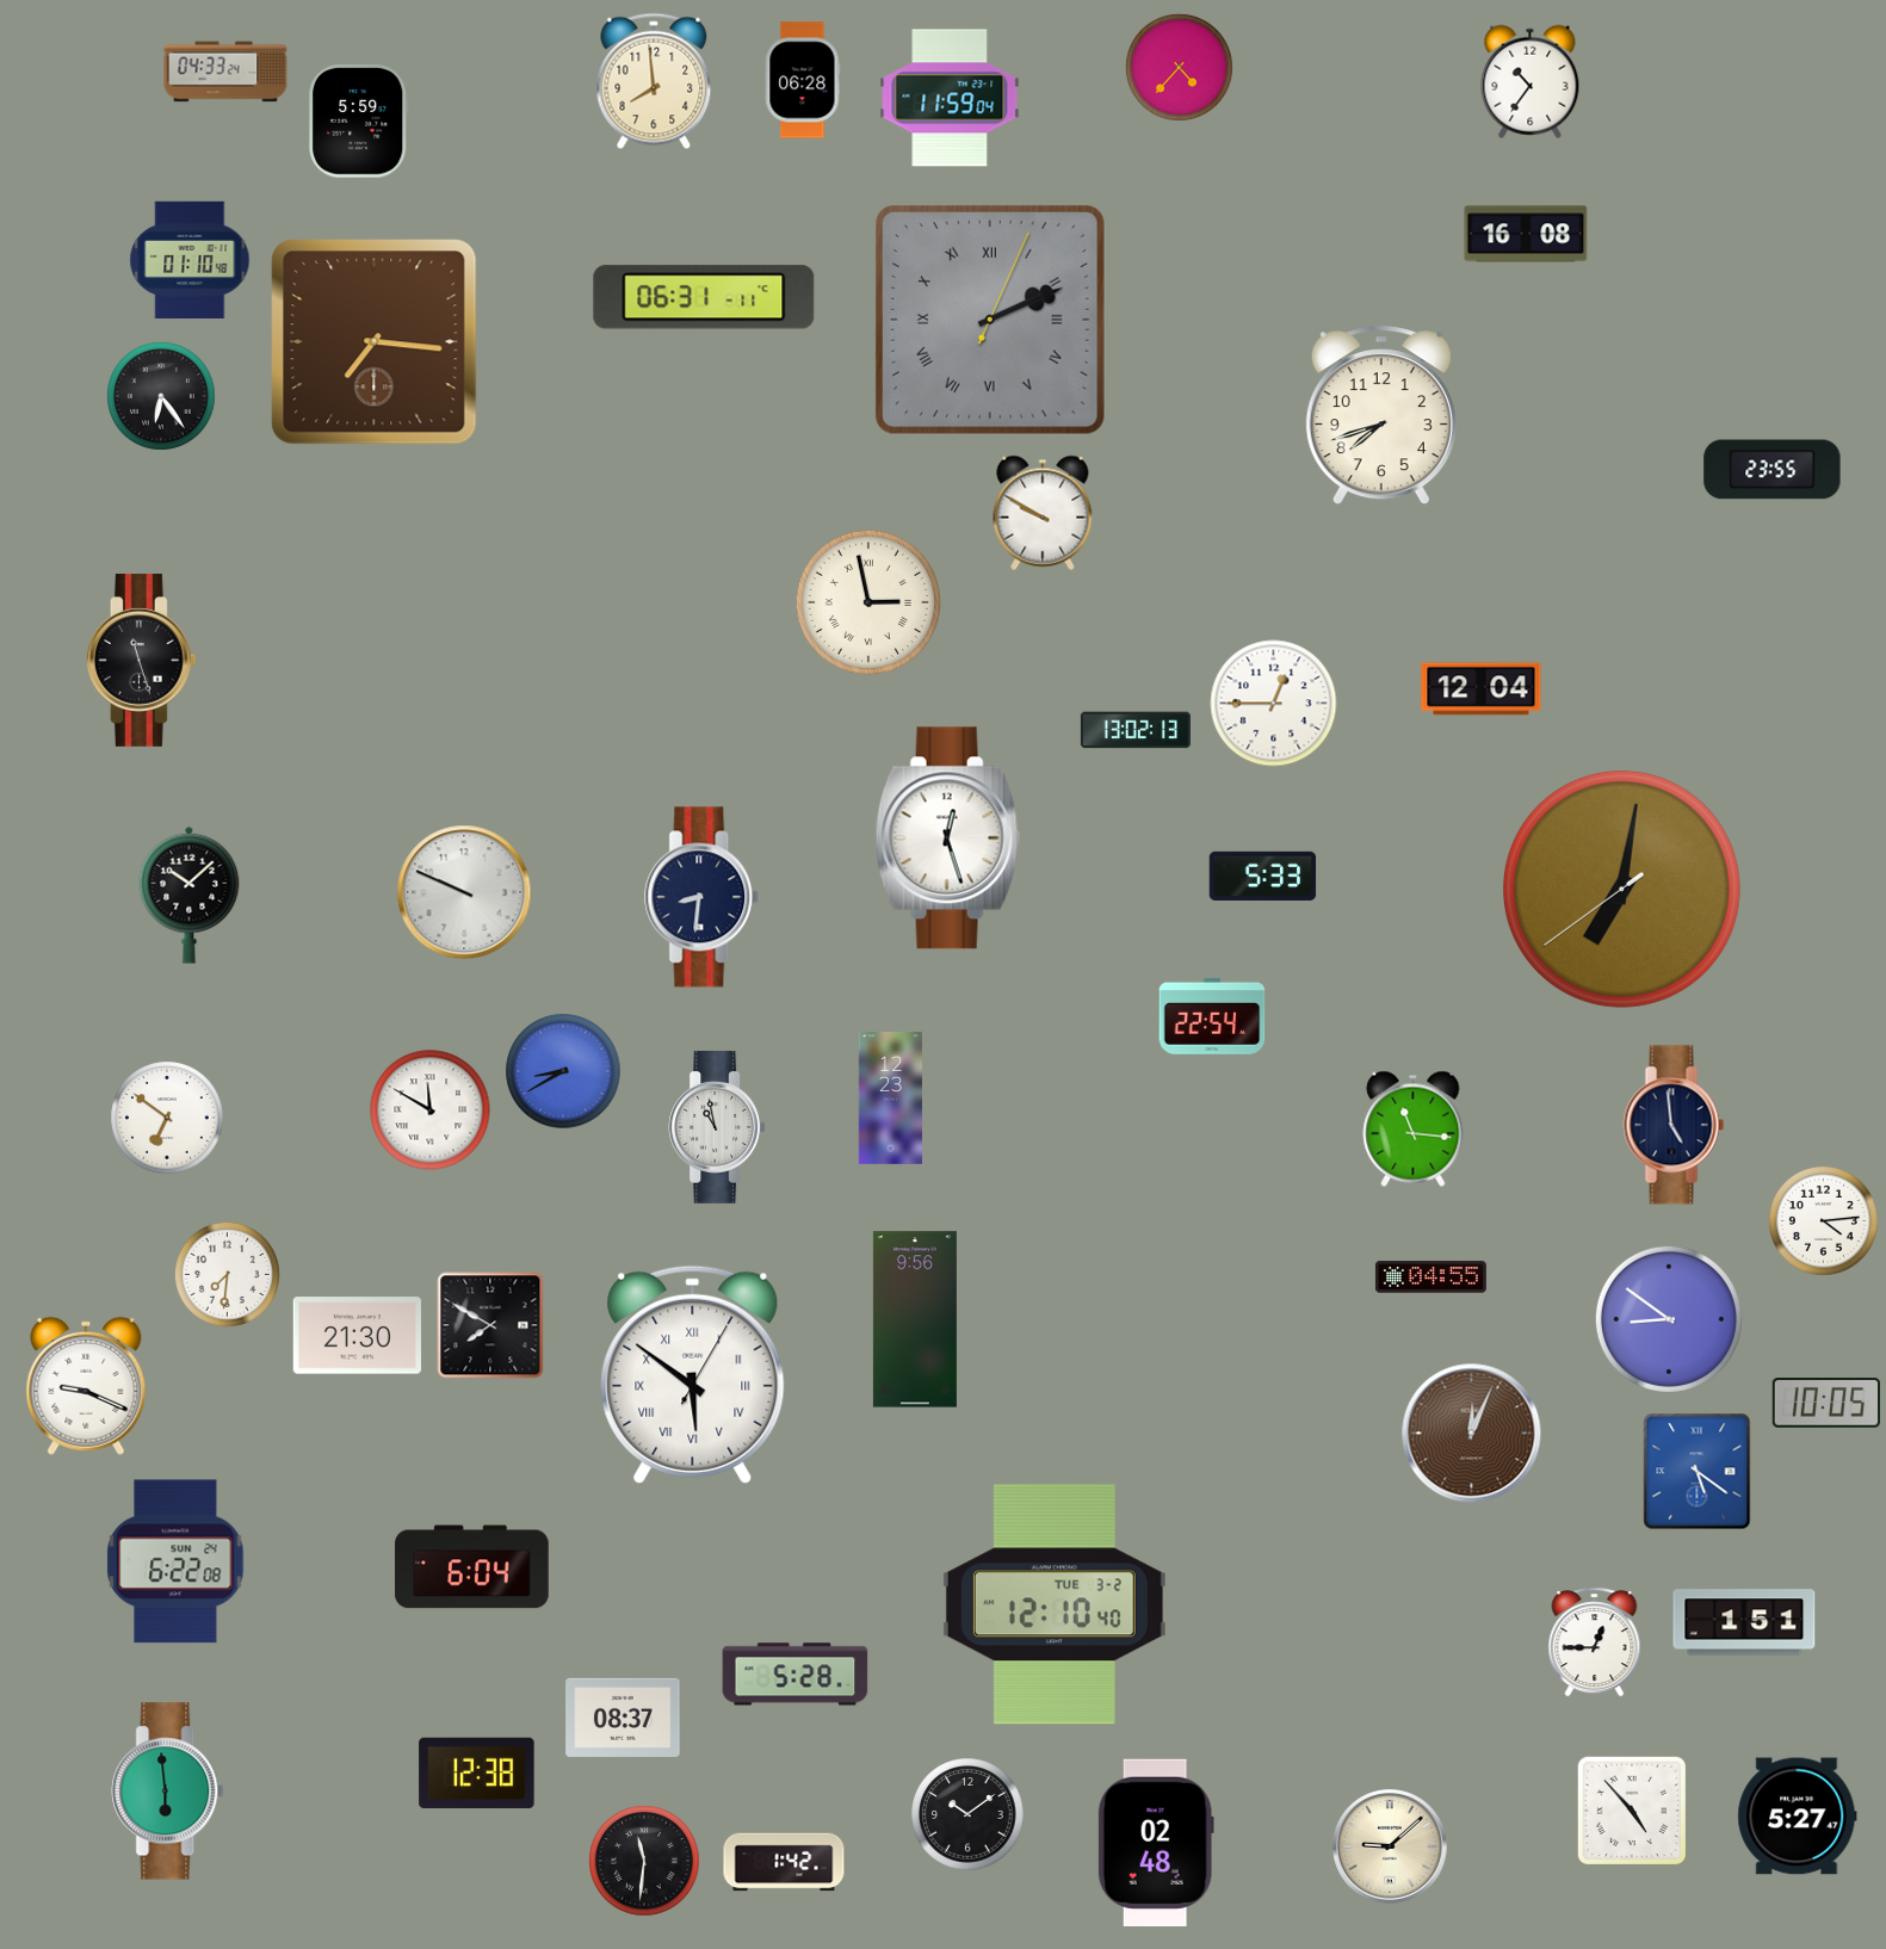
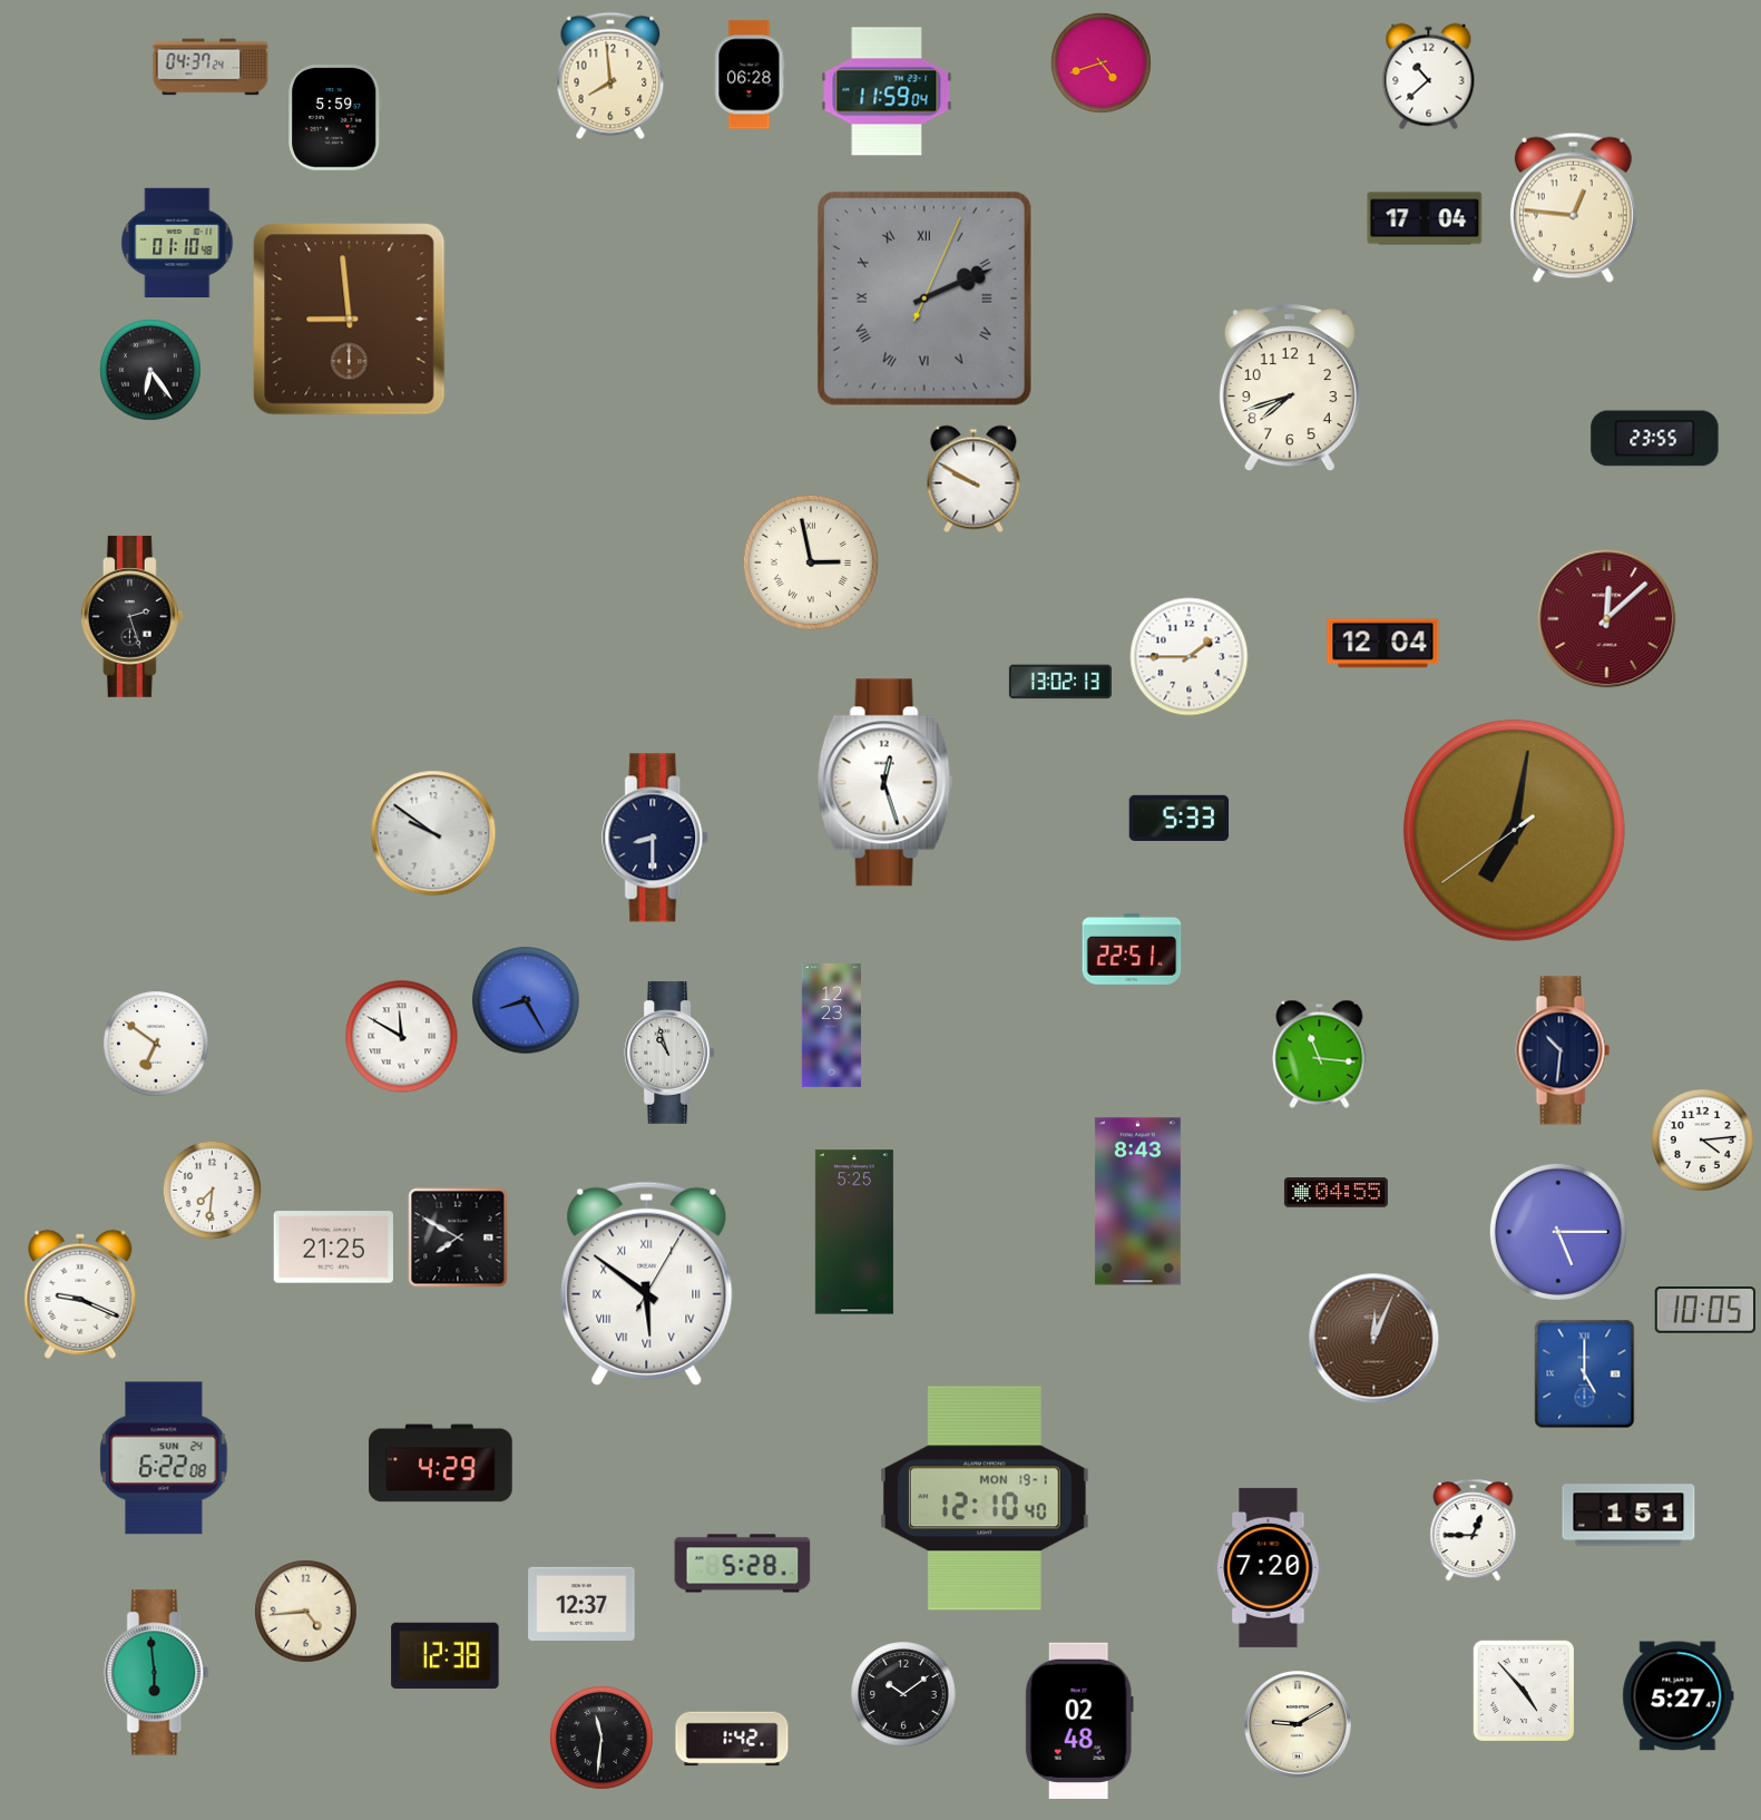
clock at (1179, 67): 4:37 -> 4:42
clock at (225, 72): 04:33 -> 04:37
clock at (1531, 82): 10:36 -> 10:38
clock at (359, 122) position: (359, 122) -> (335, 118)
clock at (1573, 207): none -> 12:46
clock at (1526, 234): 16:08 -> 17:04
clock at (704, 297): 06:31 -> none
clock at (375, 342): 7:16 -> 8:59
clock at (141, 660): 11:27 -> 2:27
clock at (1607, 619): none -> 12:08
clock at (1274, 704): 12:45 -> 1:45
clock at (464, 892): 9:49 -> 9:51
clock at (190, 895): 10:08 -> none
clock at (703, 897): 8:31 -> 8:30
clock at (1212, 1016): 22:54 -> 22:51
clock at (563, 1071): 8:40 -> 8:25
clock at (1674, 1125): 4:59 -> 10:31
clock at (717, 1127): 10:58 -> 10:57
clock at (1137, 1202): none -> 8:43
clock at (915, 1319): 9:56 -> 5:25
clock at (1669, 1319): 8:51 -> 5:15
clock at (357, 1336): 21:30 -> 21:25
clock at (1698, 1472): 5:21 -> 5:00
clock at (472, 1567): 6:04 -> 4:29
clock at (1055, 1604) date: TUE 3-2 -> MON 19-1
clock at (1595, 1642) position: (1595, 1642) -> (1474, 1530)
clock at (1269, 1567): none -> 7:20
clock at (623, 1718): 08:37 -> 12:37
clock at (306, 1612): none -> 4:44
clock at (1390, 1846): 9:08 -> 9:10
